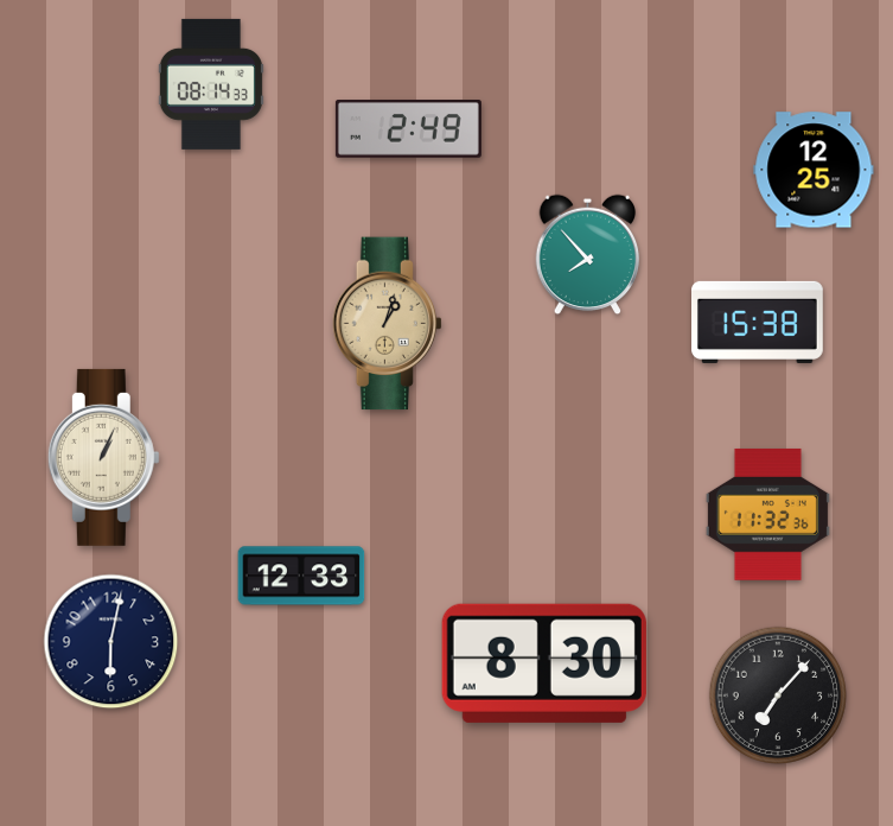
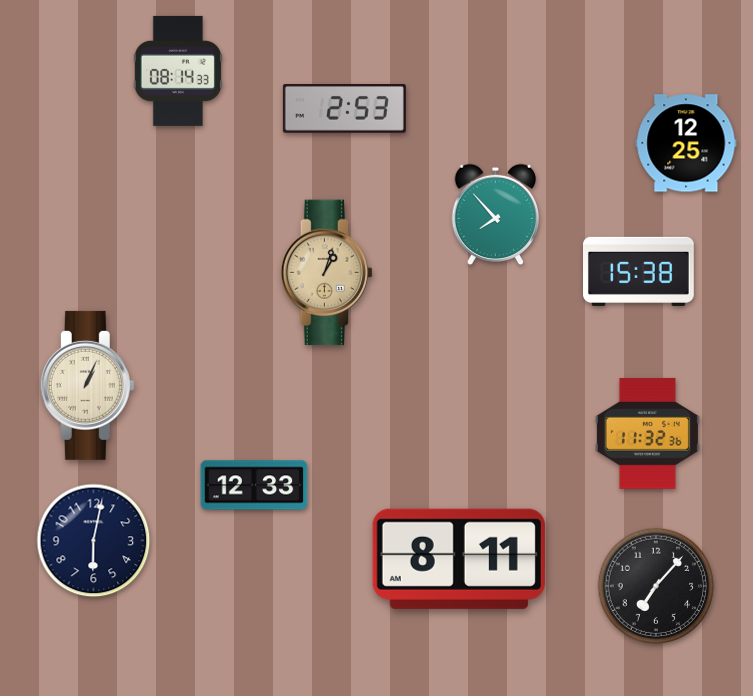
clock at (408, 129): 2:49 -> 2:53
clock at (544, 663): 8:30 -> 8:11
